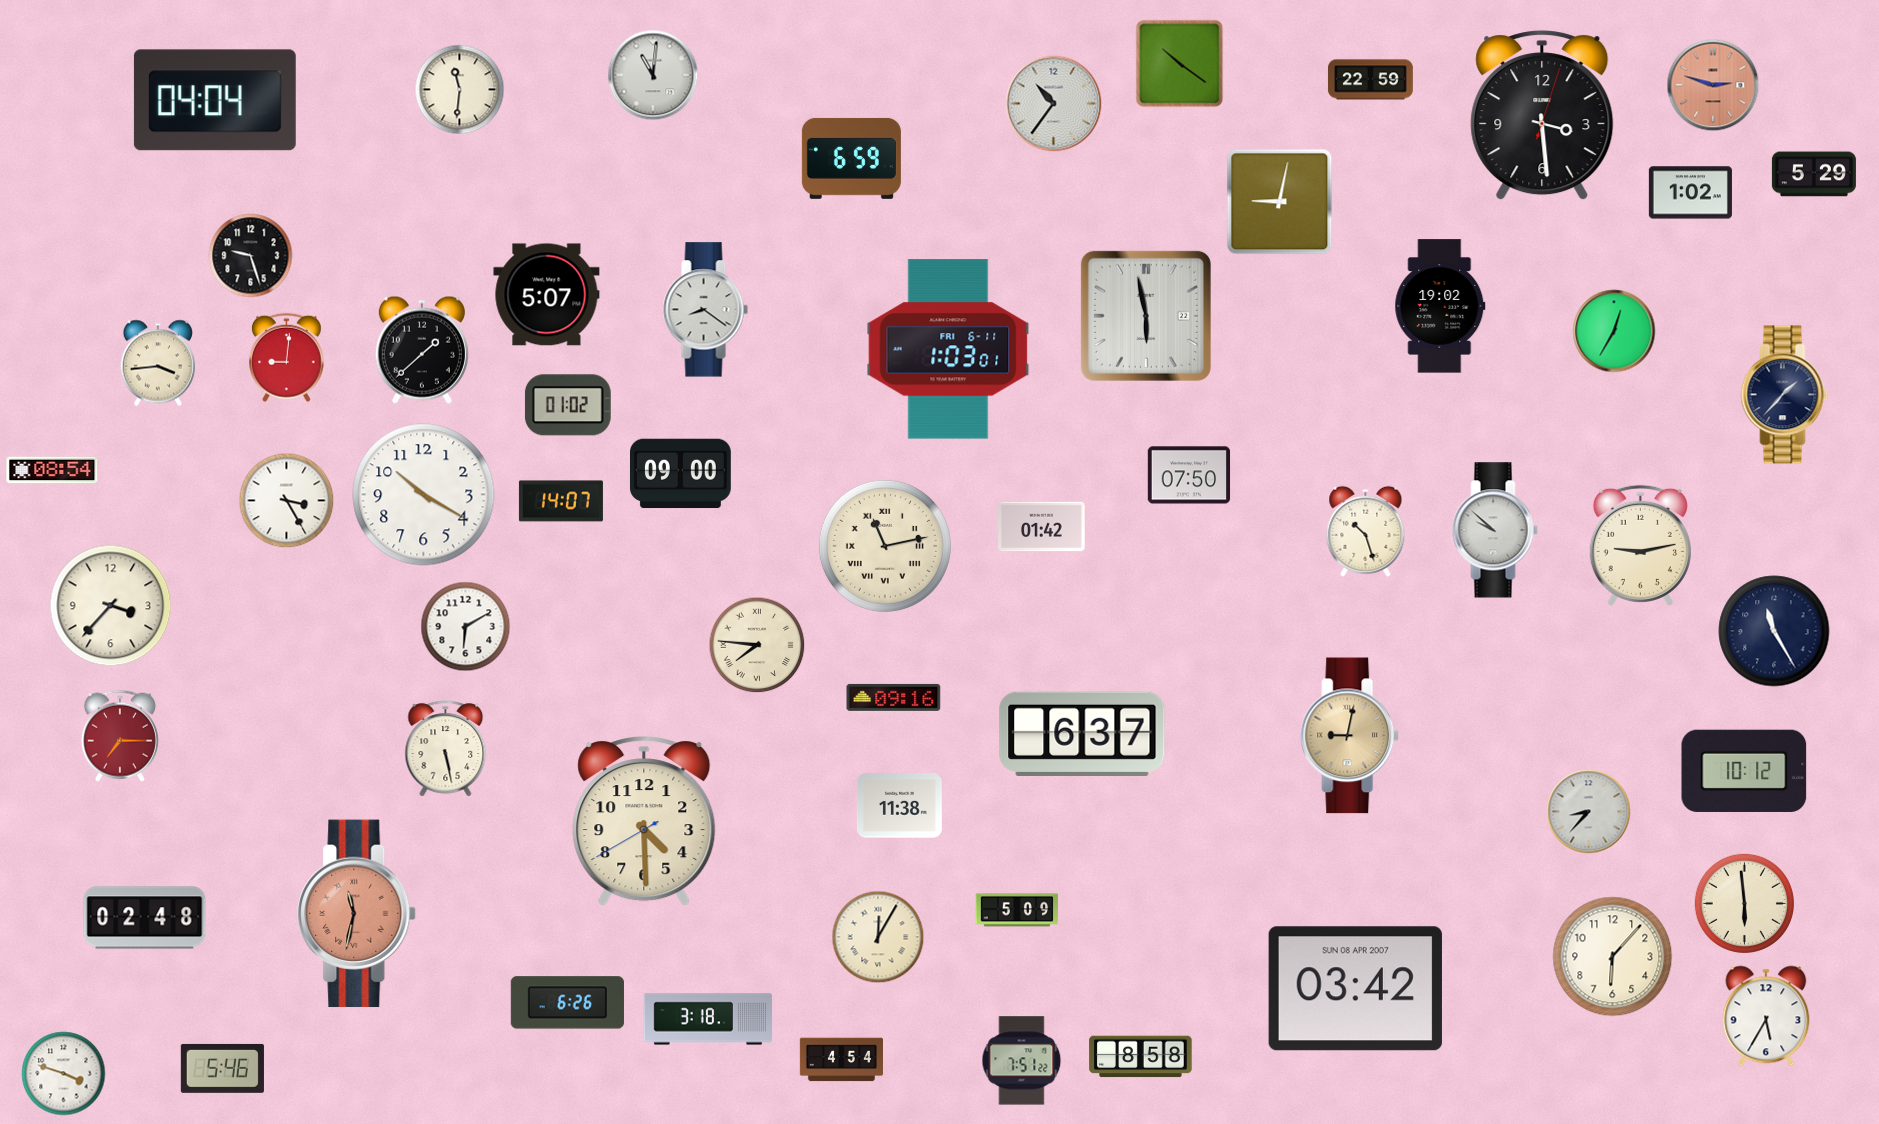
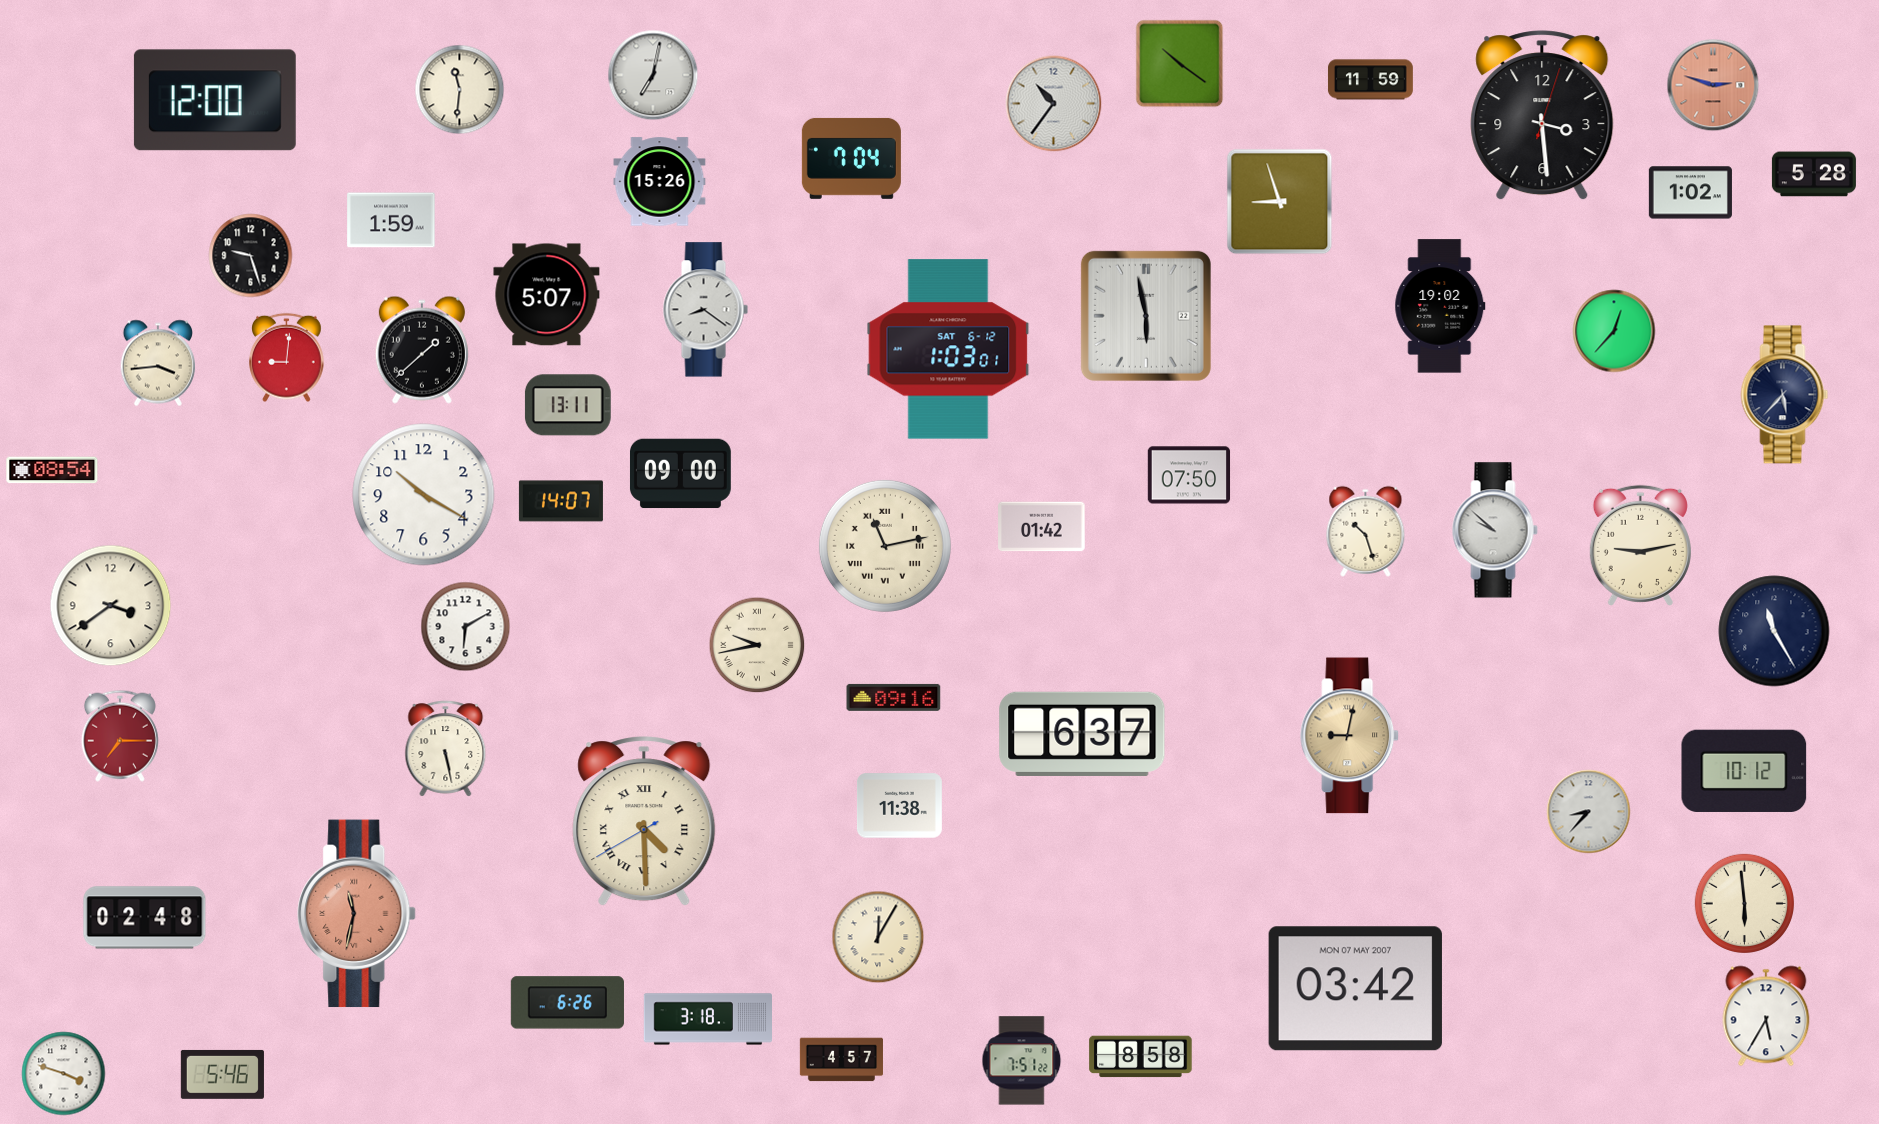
clock at (653, 75): 11:01 -> 7:02
clock at (1370, 80): 22:59 -> 11:59
clock at (215, 100): 04:04 -> 12:00
clock at (851, 158): 6:59 -> 7:04
clock at (1814, 174): 5:29 -> 5:28
clock at (660, 182): none -> 15:26
clock at (1280, 202): 9:02 -> 8:57
clock at (391, 220): none -> 1:59
clock at (1614, 331): 12:35 -> 12:37
clock at (948, 349) date: FRI 6-11 -> SAT 6-12
clock at (1785, 395): 1:37 -> 5:37
clock at (568, 405): 01:02 -> 13:11
clock at (287, 501): 3:25 -> none
clock at (111, 606): 3:37 -> 3:39
clock at (757, 645): 7:46 -> 9:43
clock at (644, 822) numerals: Arabic -> Roman
clock at (1017, 910): 5:09 -> none
clock at (1613, 957): 6:07 -> none
clock at (1355, 989) date: SUN 08 APR 2007 -> MON 07 MAY 2007
clock at (841, 1060): 4:54 -> 4:57
clock at (222, 1068) position: (222, 1068) -> (222, 1074)
